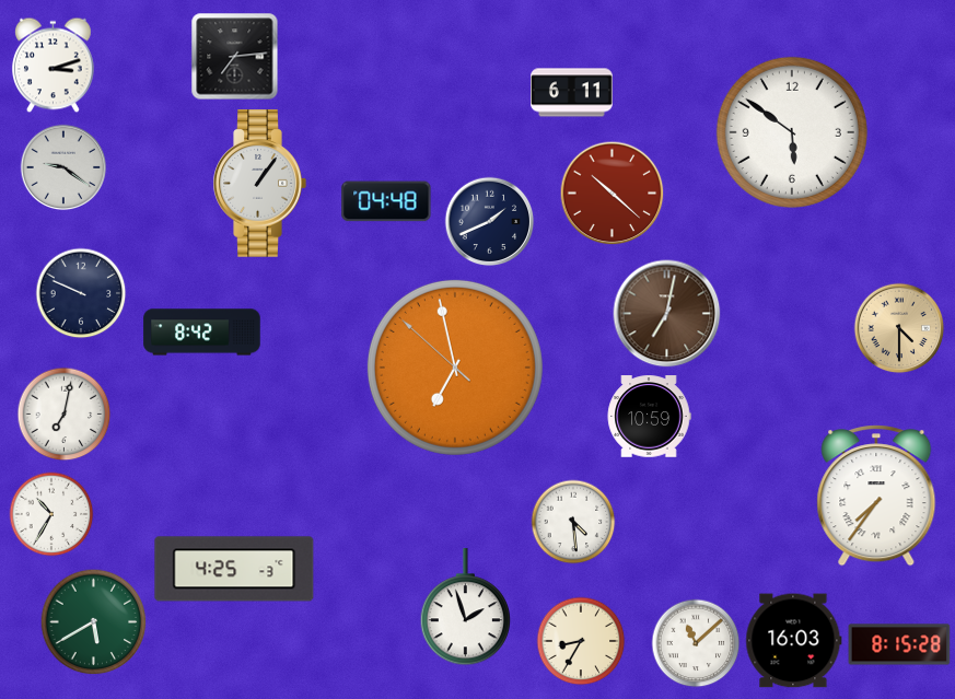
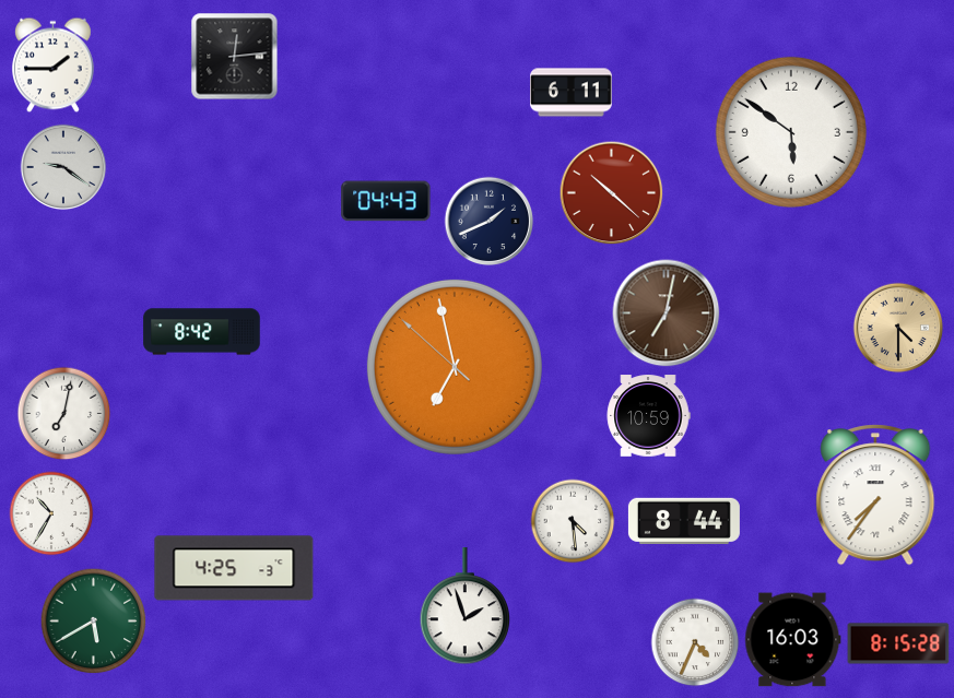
clock at (235, 57): 7:14 -> 12:14
clock at (54, 66): 3:12 -> 1:45
clock at (259, 184): 1:06 -> none
clock at (386, 201): 04:48 -> 04:43
clock at (81, 293): 9:49 -> none
clock at (684, 520): none -> 8:44
clock at (581, 641): 8:35 -> none
clock at (696, 643): 11:08 -> 4:34
